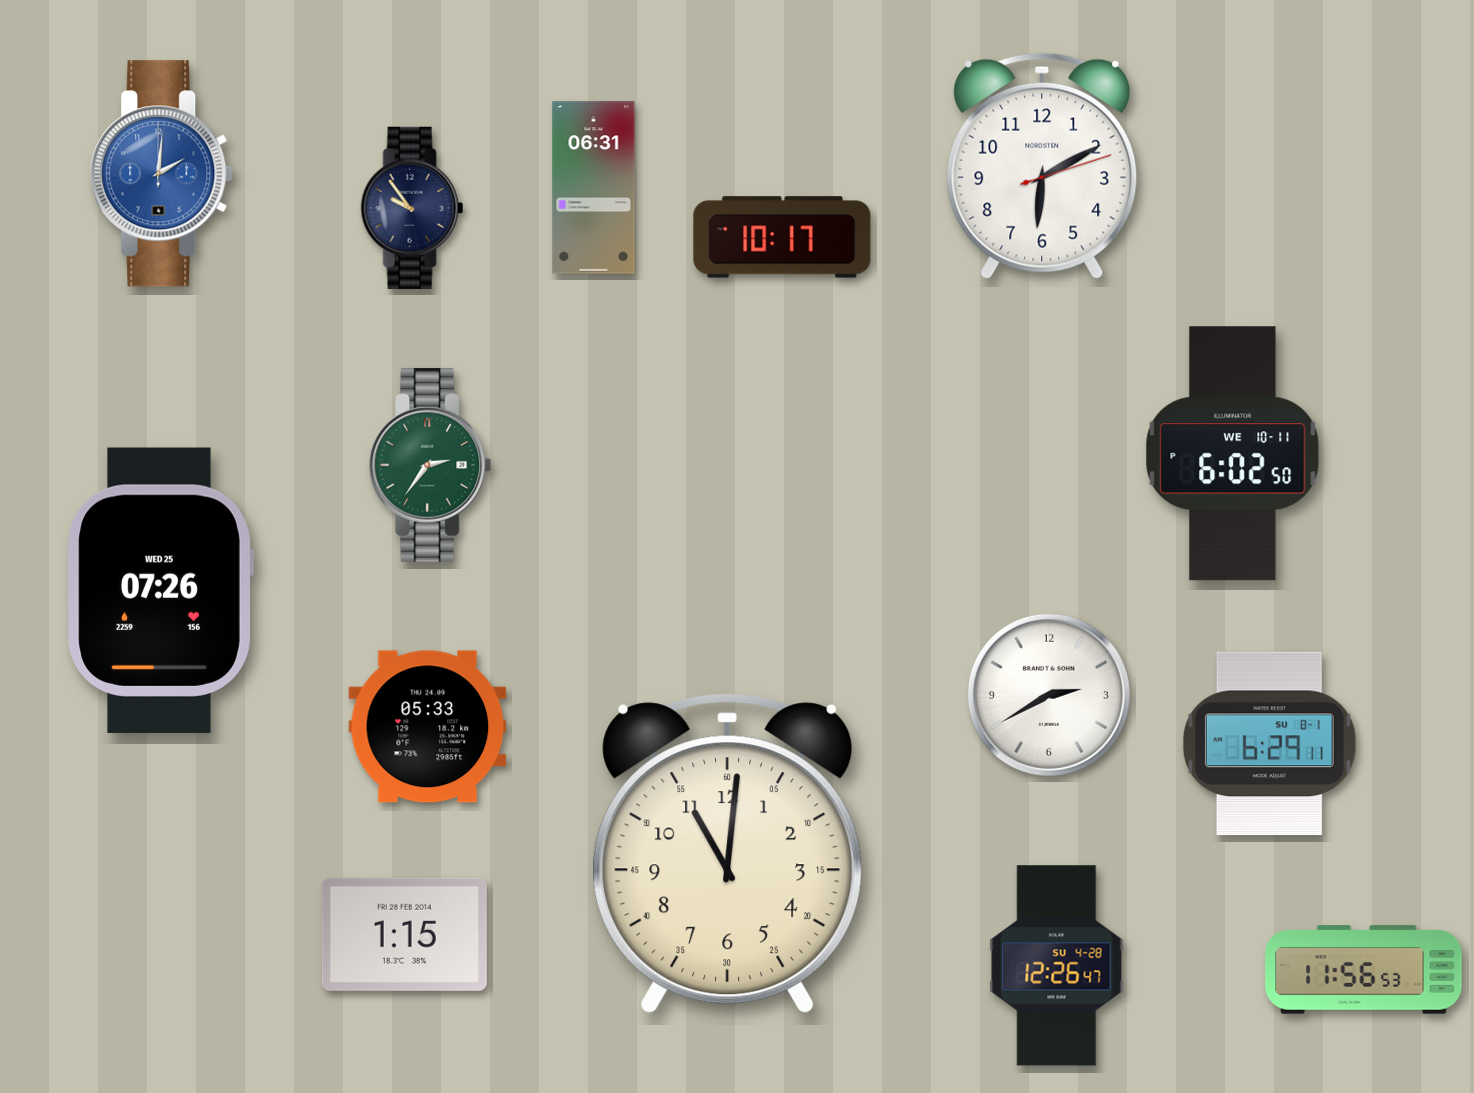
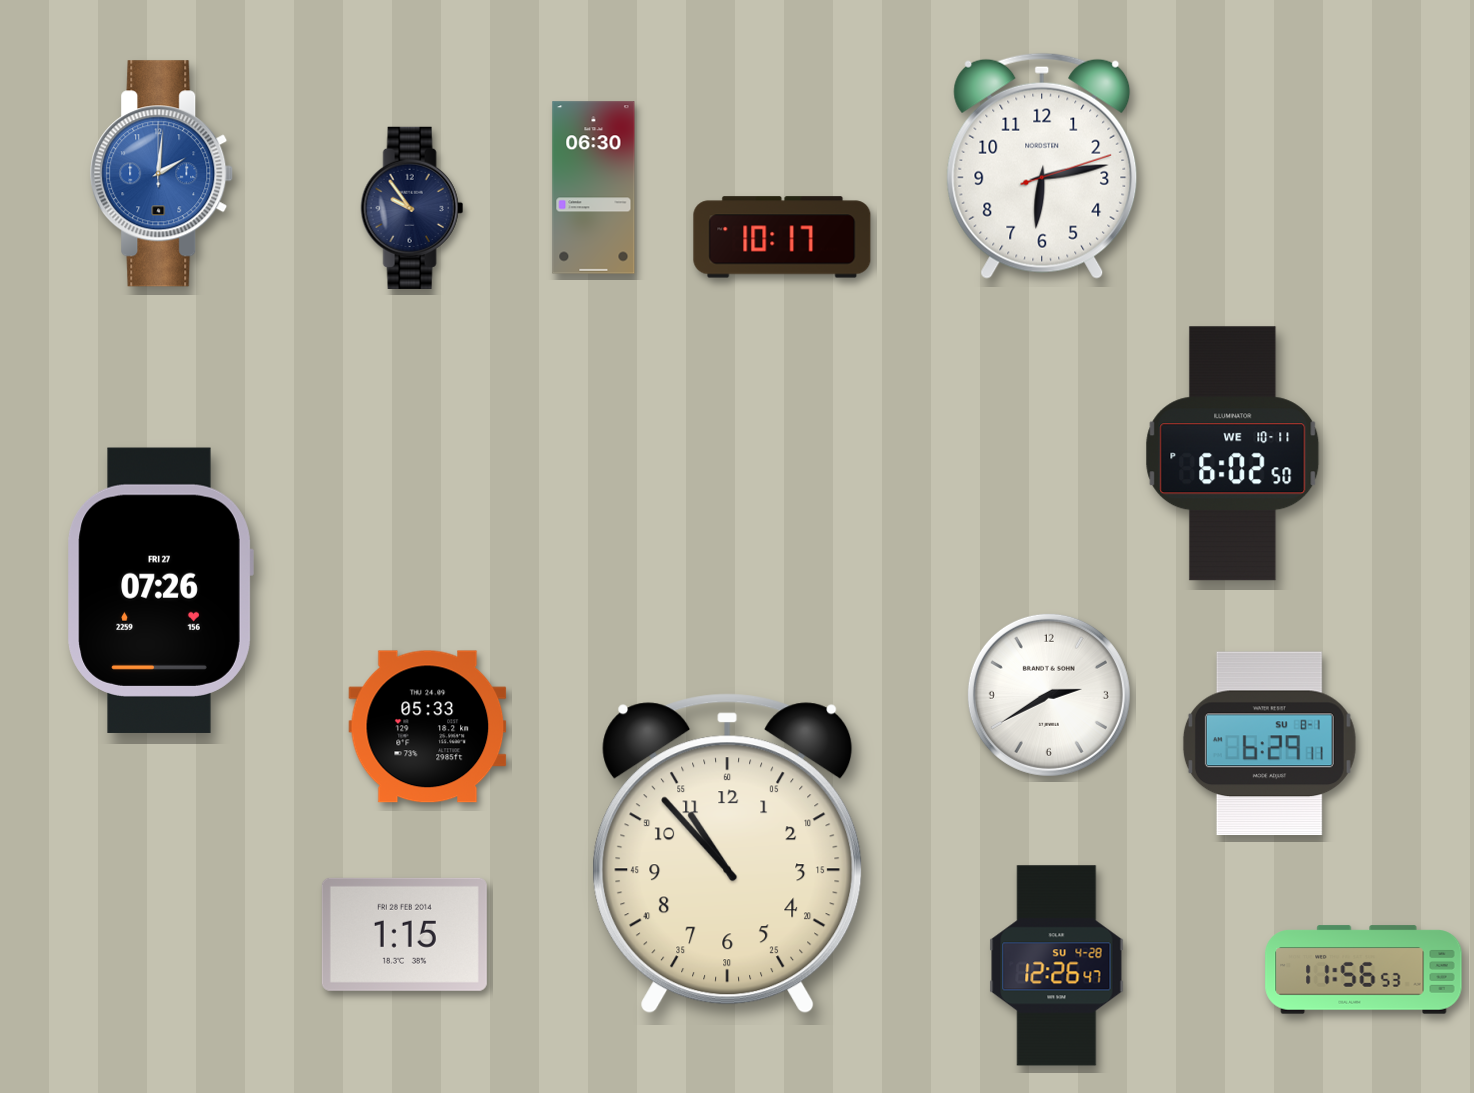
clock at (1042, 166): 6:10 -> 6:13
clock at (594, 188): 06:31 -> 06:30
clock at (430, 465): 2:36 -> none
clock at (160, 590) date: WED 25 -> FRI 27
clock at (728, 854): 11:01 -> 10:53
